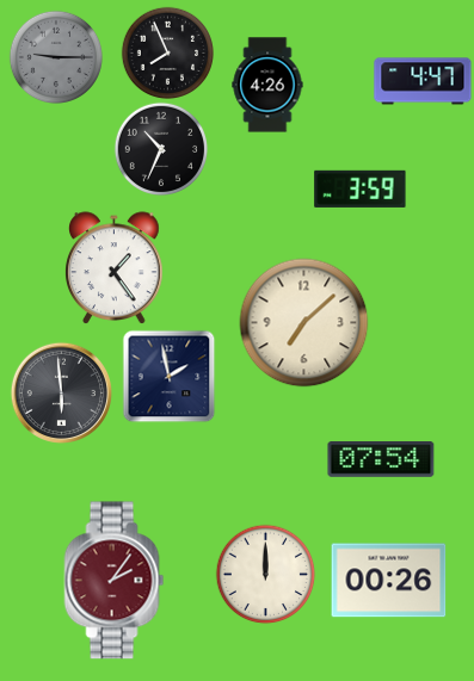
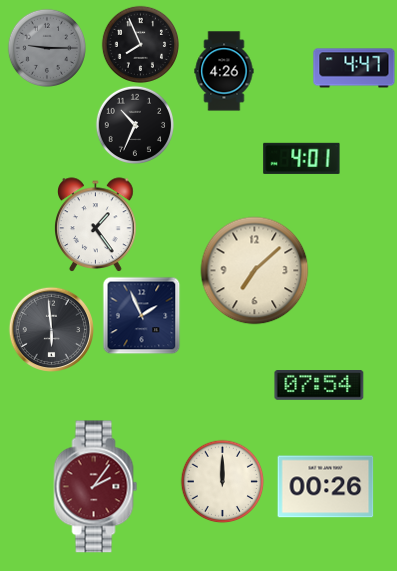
clock at (361, 188): 3:59 -> 4:01
clock at (168, 376): 1:58 -> 1:56
